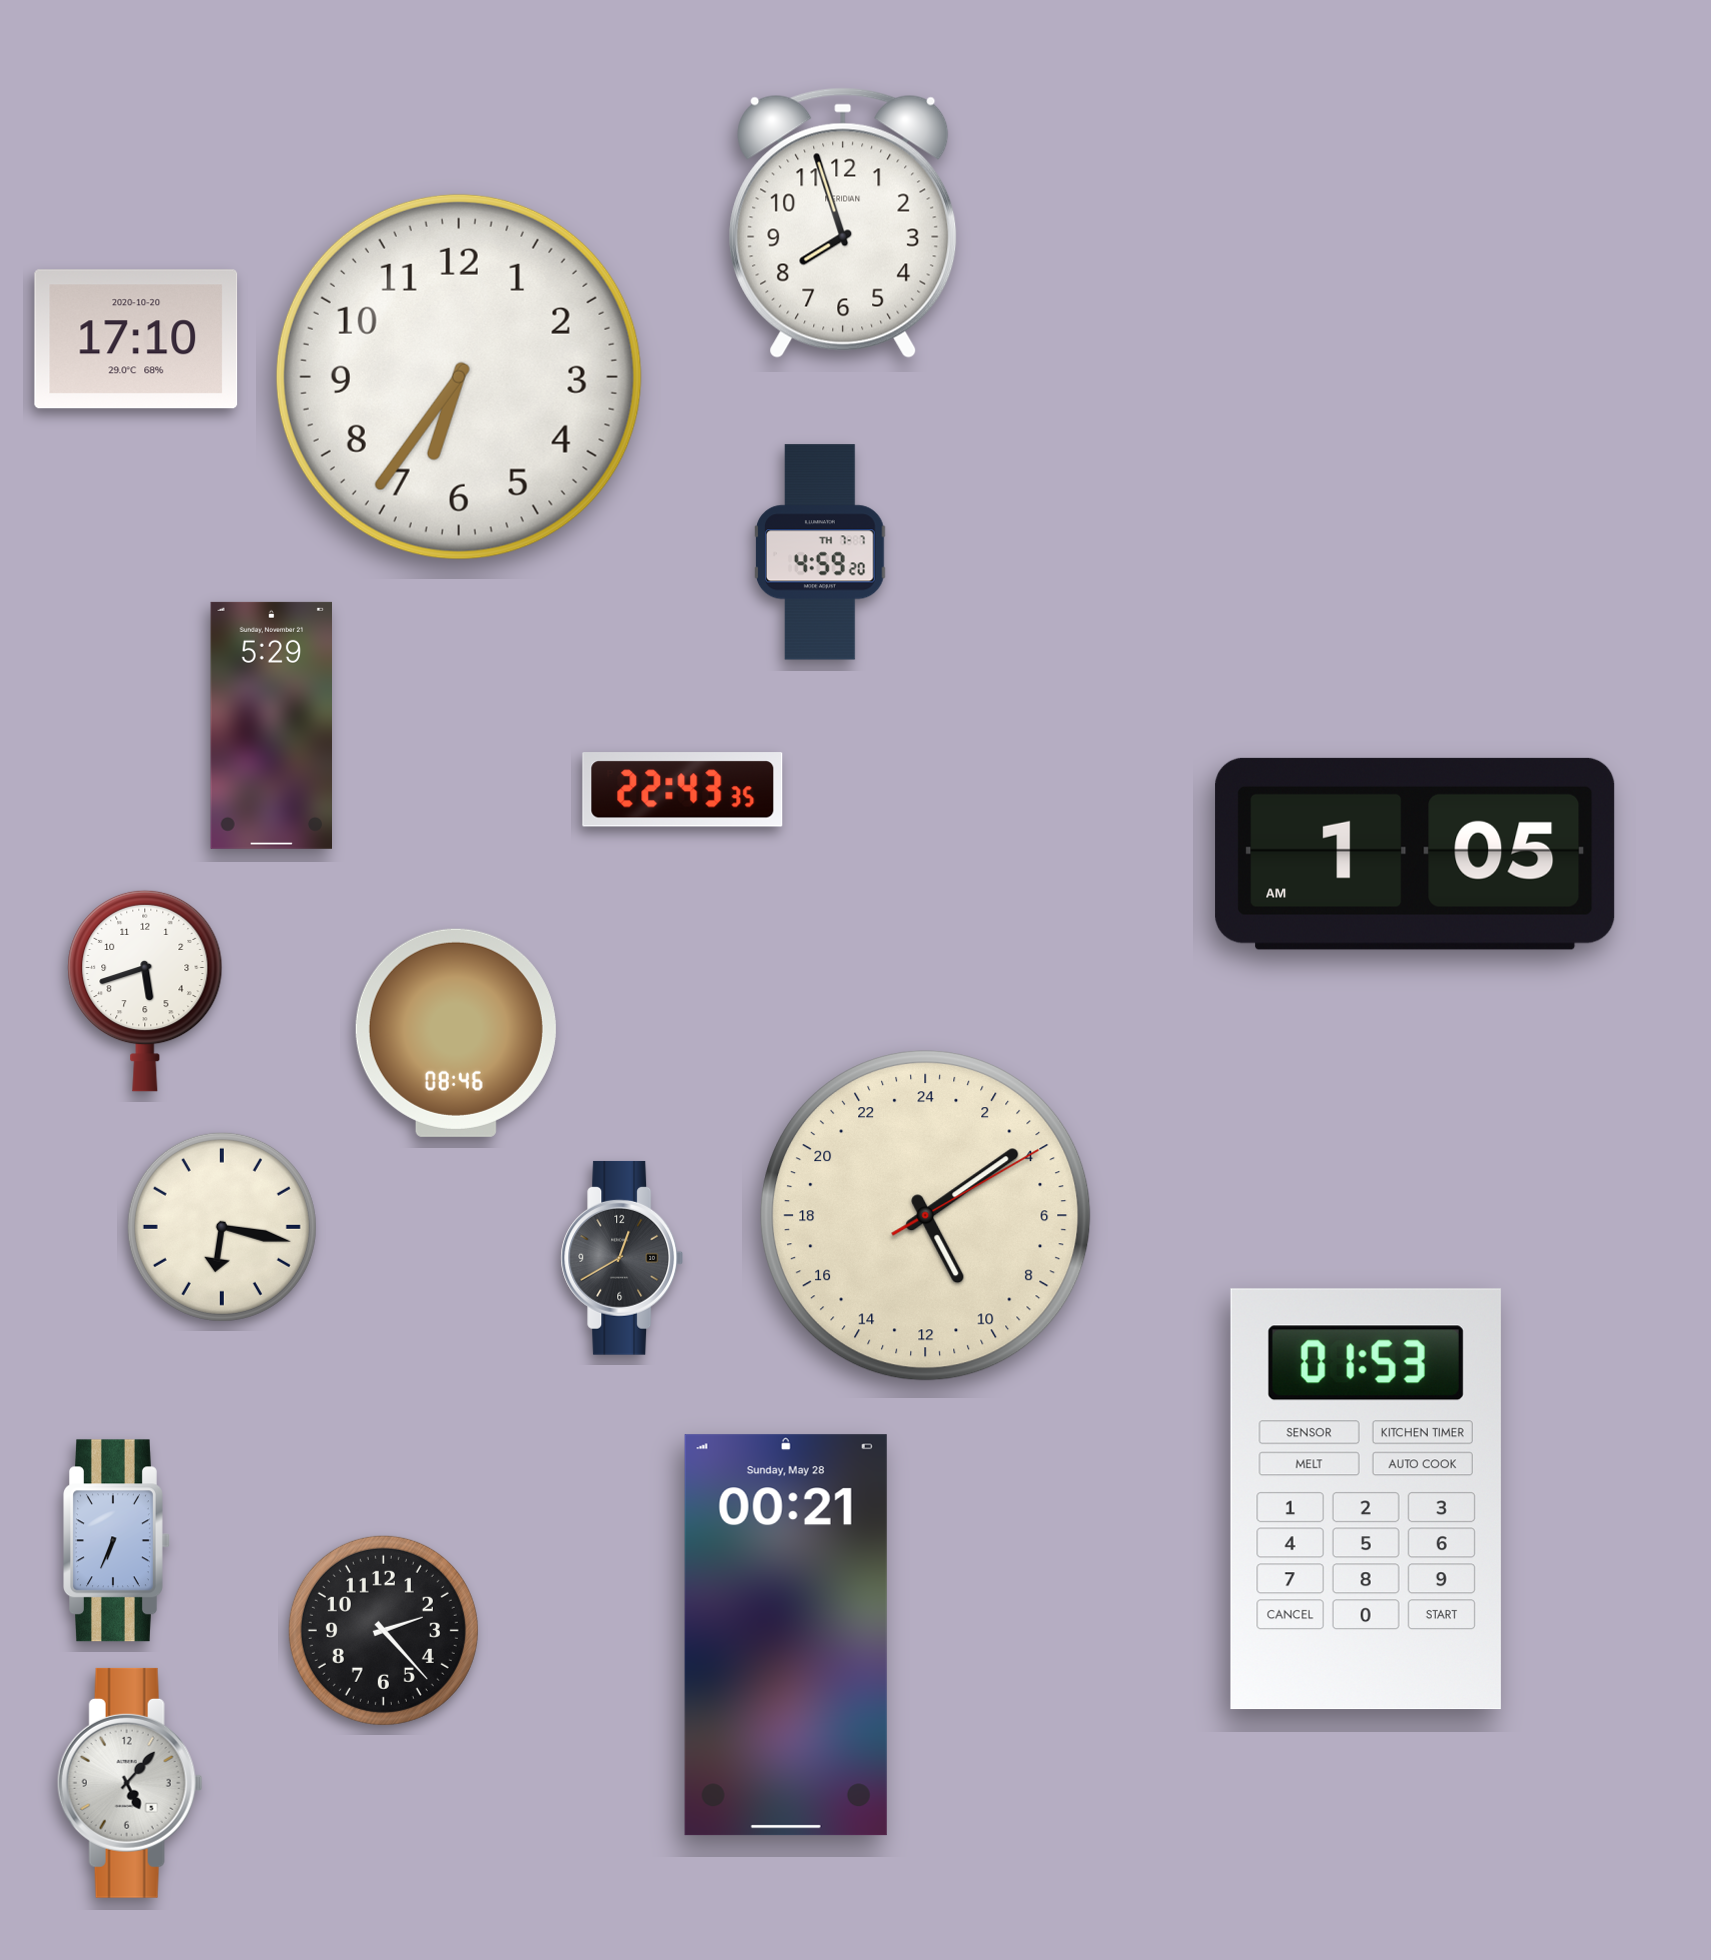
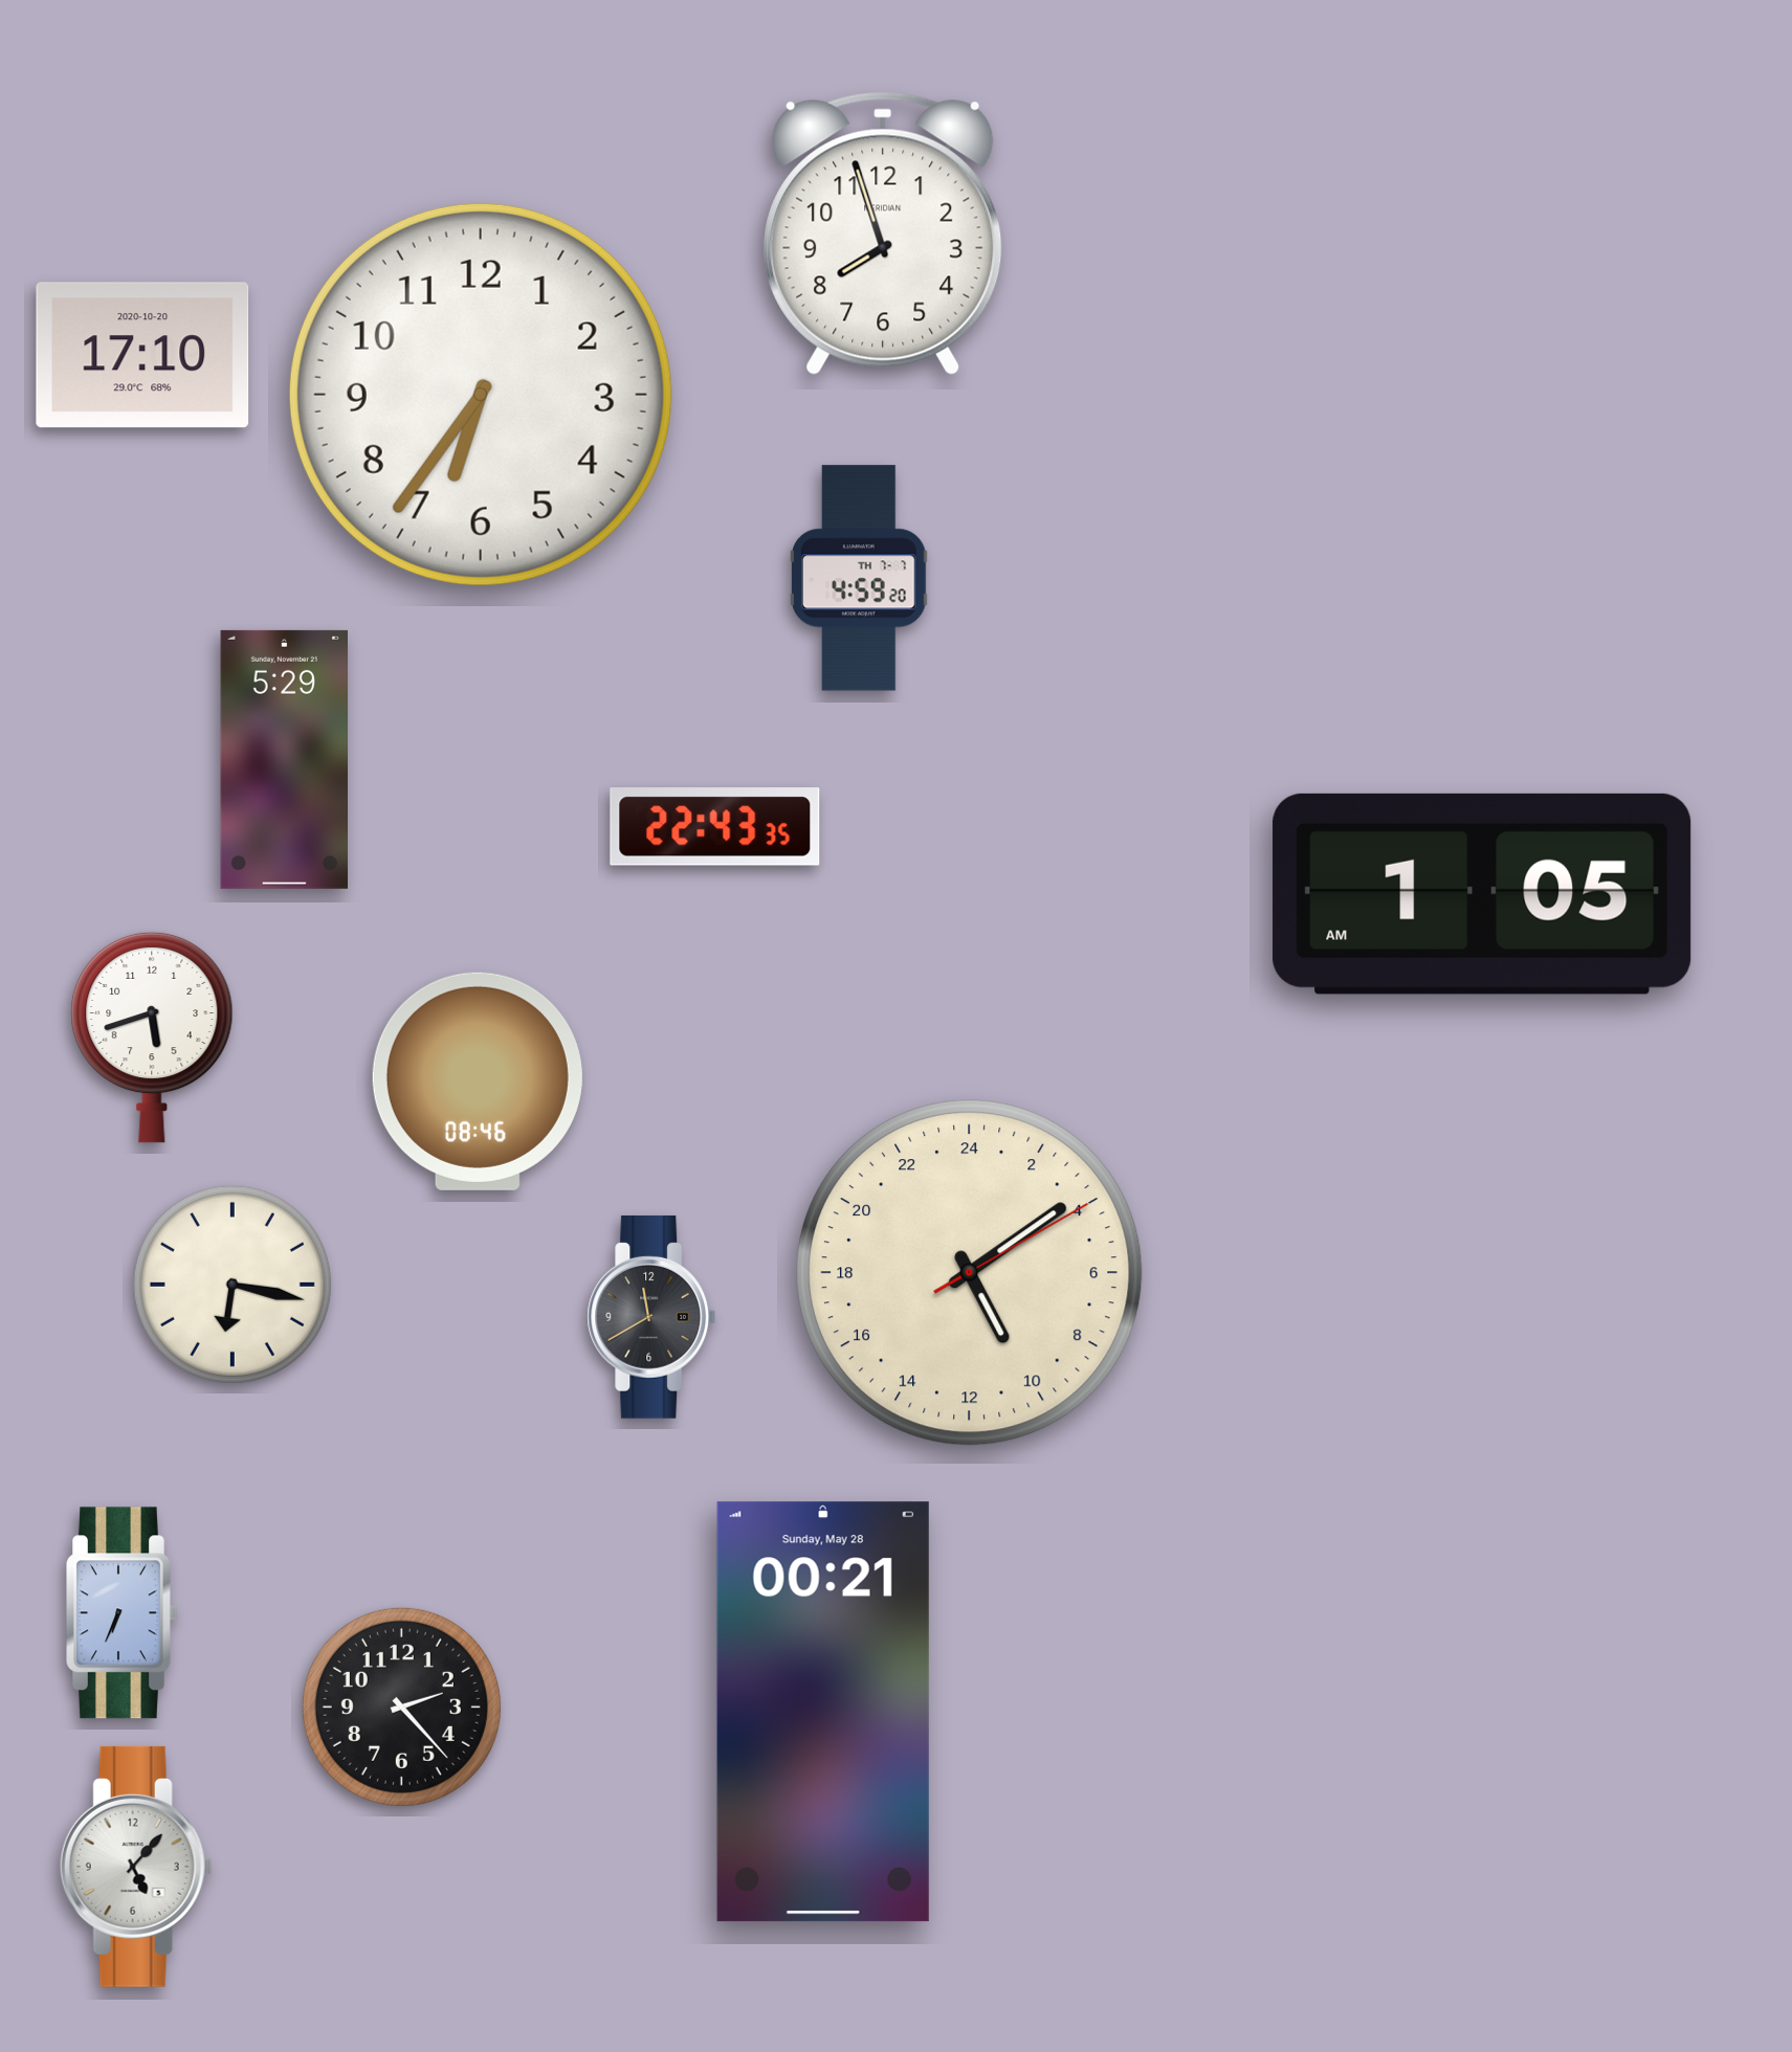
clock at (622, 1258): 12:40 -> 11:40
clock at (1366, 1499): 01:53 -> none
